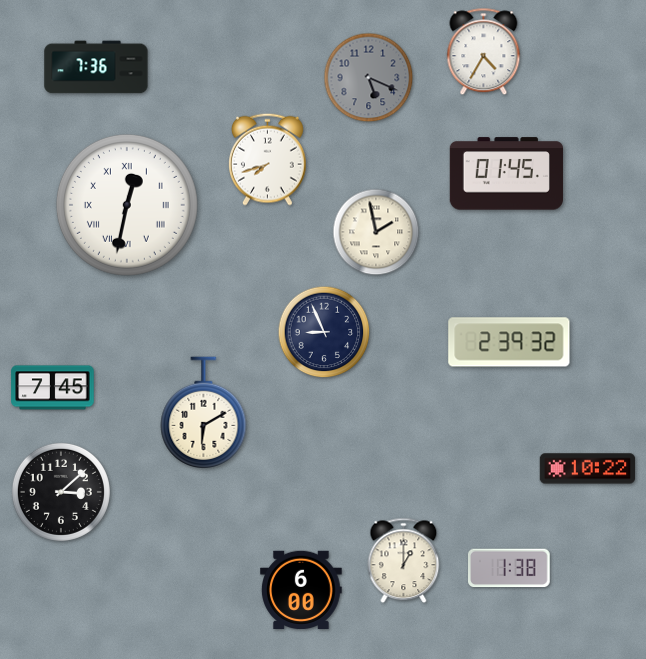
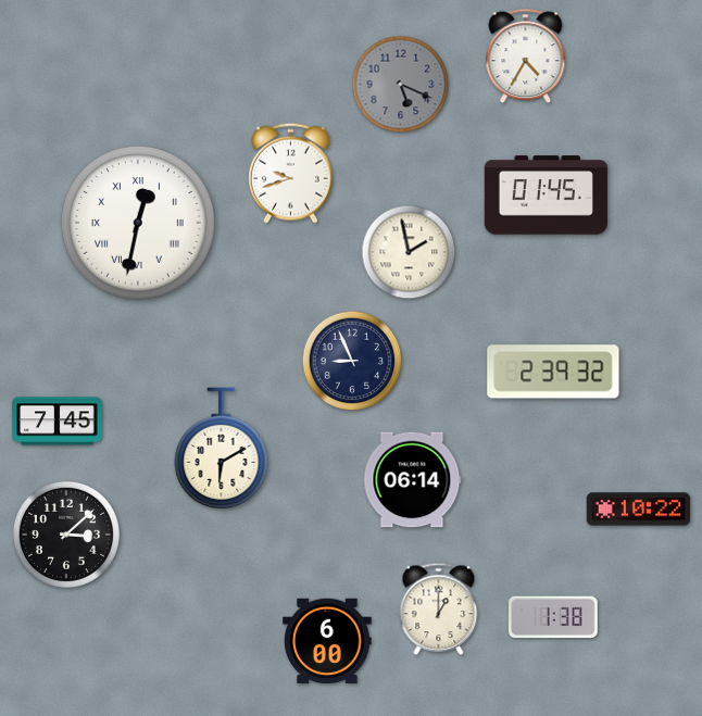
clock at (96, 67): 7:36 -> none
clock at (268, 159): 7:42 -> 9:42
clock at (506, 174) position: (506, 174) -> (546, 196)
clock at (413, 480): none -> 06:14
